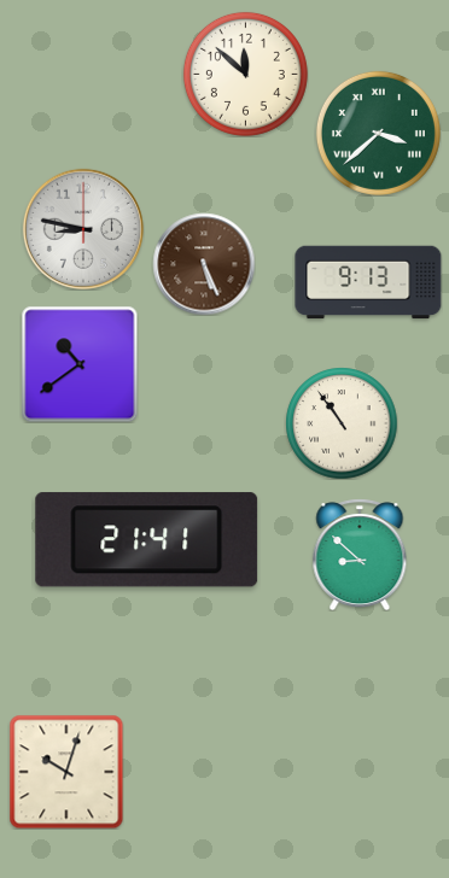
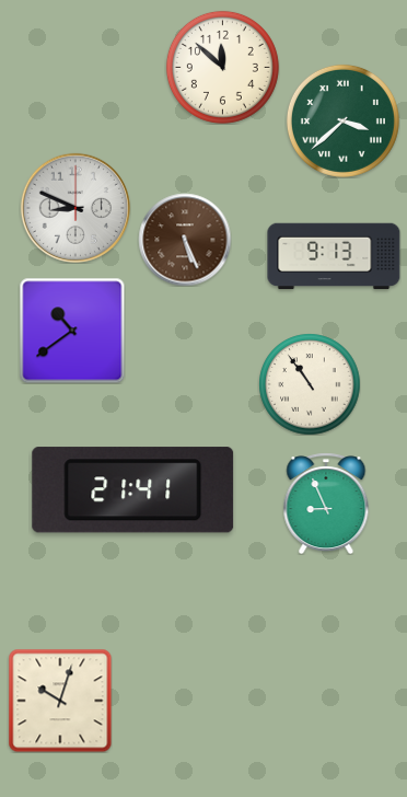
clock at (83, 229): 8:47 -> 8:49
clock at (360, 555): 8:52 -> 8:56
